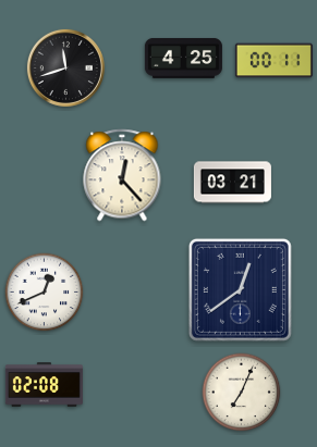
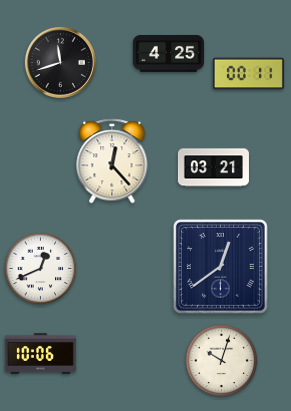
clock at (273, 61) position: (273, 61) -> (248, 74)
clock at (44, 385): 02:08 -> 10:06
clock at (242, 393): 7:04 -> 10:03
